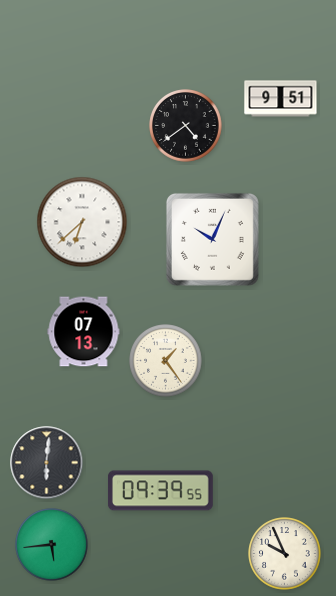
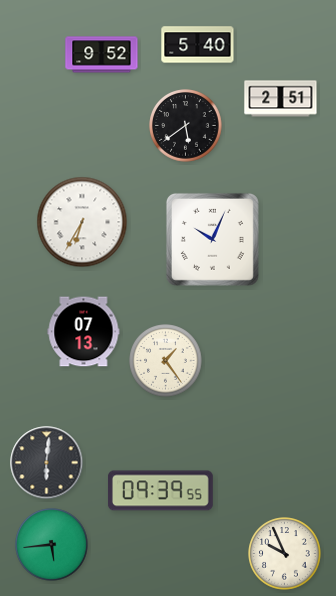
clock at (198, 45): none -> 5:40
clock at (102, 55): none -> 9:52
clock at (281, 99): 9:51 -> 2:51
clock at (186, 126): 4:39 -> 5:39
clock at (82, 222): 6:38 -> 6:35
